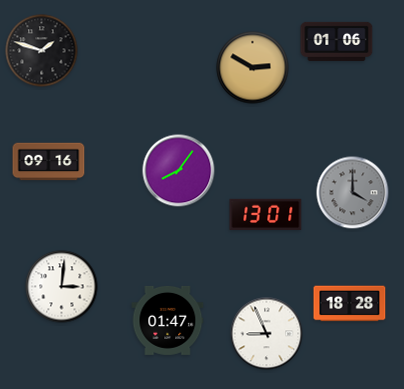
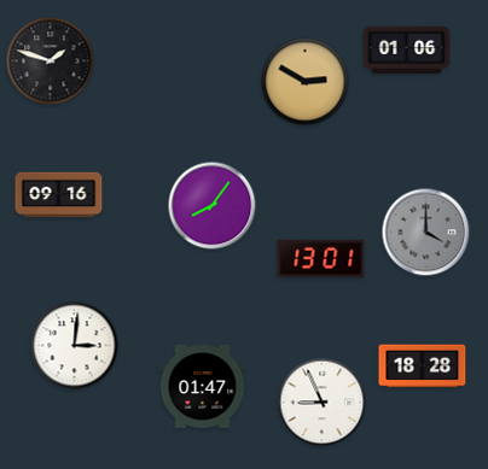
clock at (179, 171) position: (179, 171) -> (213, 206)
